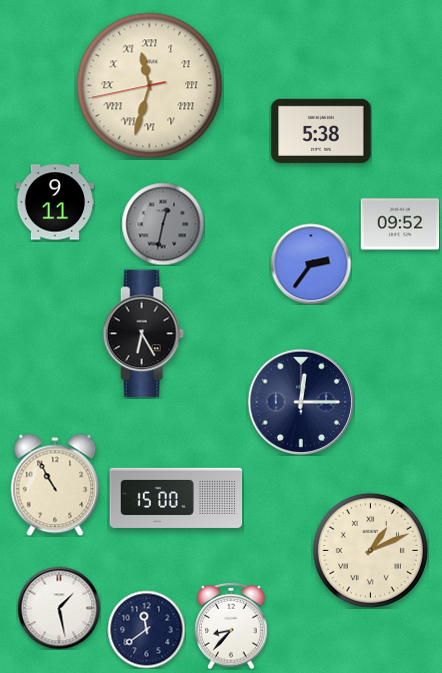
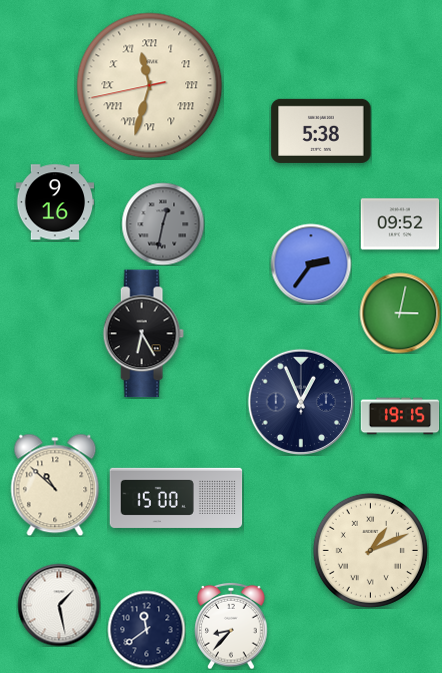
clock at (55, 202): 9:11 -> 9:16
clock at (400, 313): none -> 3:02
clock at (300, 401): 12:15 -> 12:56
clock at (400, 416): none -> 19:15
clock at (55, 485): 10:55 -> 10:52
clock at (59, 608) position: (59, 608) -> (59, 605)
